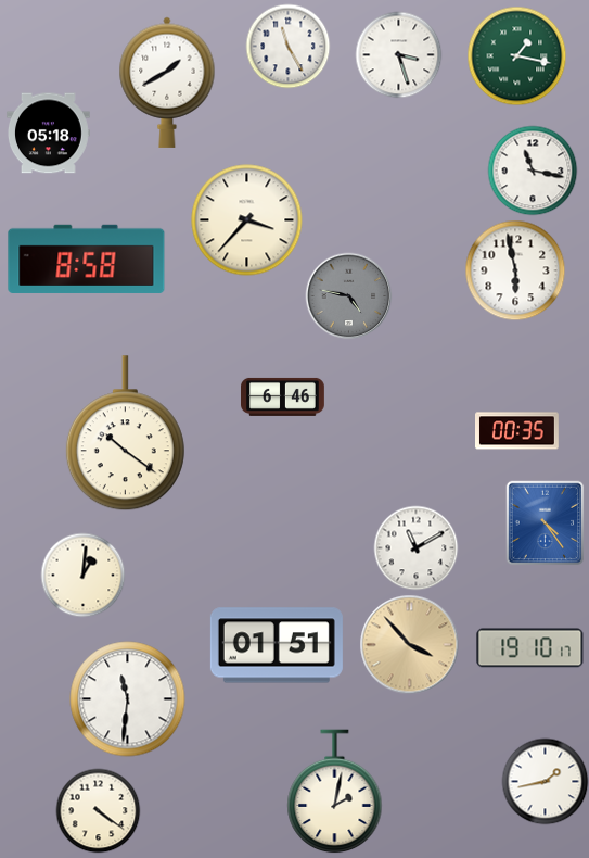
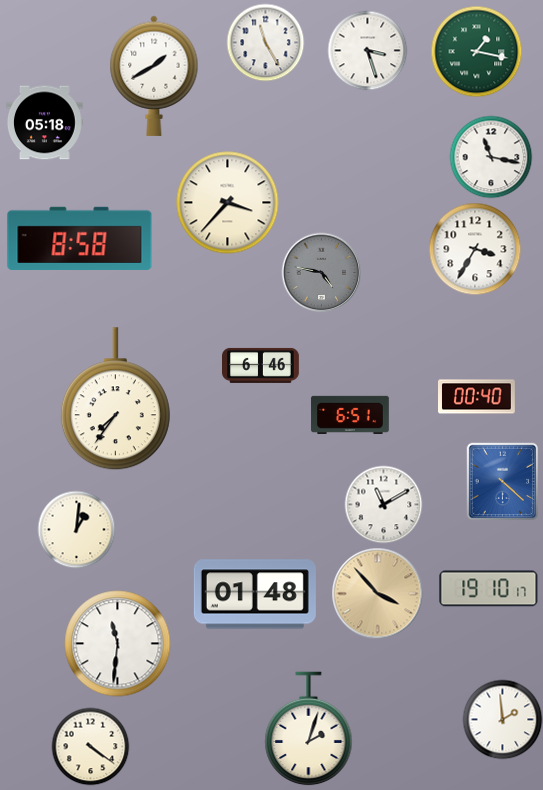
clock at (515, 270): 5:58 -> 3:35
clock at (517, 431): 00:35 -> 00:40
clock at (125, 433): 10:21 -> 7:36
clock at (350, 414): none -> 6:51
clock at (546, 522): 4:24 -> 4:22
clock at (277, 645): 01:51 -> 01:48
clock at (530, 648) position: (530, 648) -> (489, 589)
clock at (545, 781): 1:43 -> 1:59
clock at (335, 792): 2:02 -> 2:03
